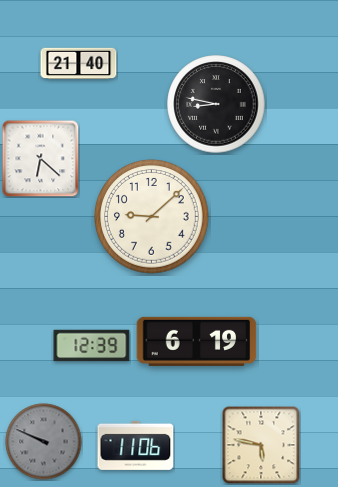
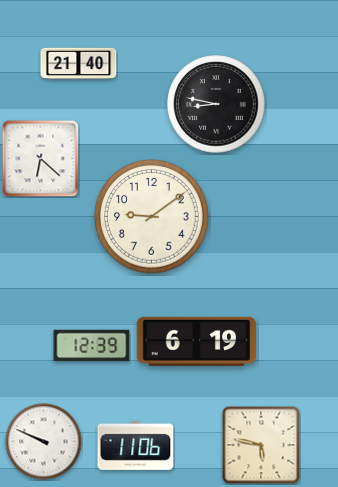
clock at (152, 217): 9:08 -> 9:09
clock at (44, 442) dial: grey -> white
